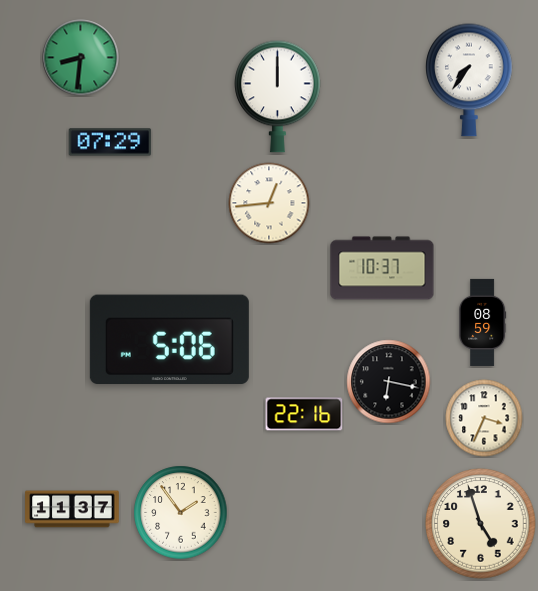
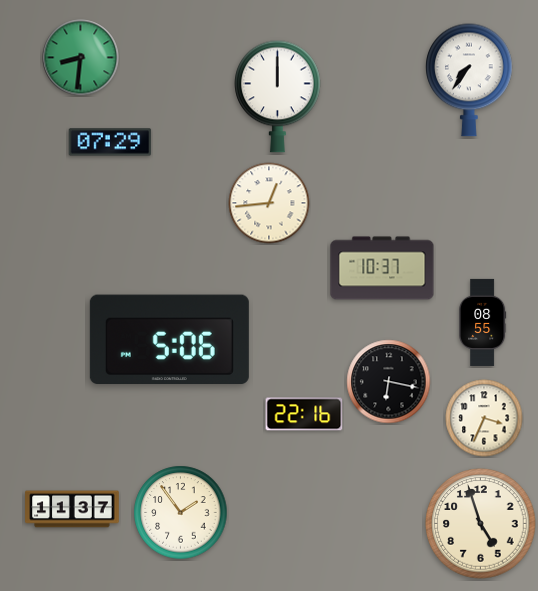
clock at (483, 322): 08:59 -> 08:55
